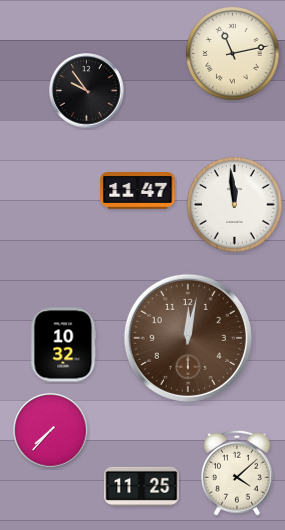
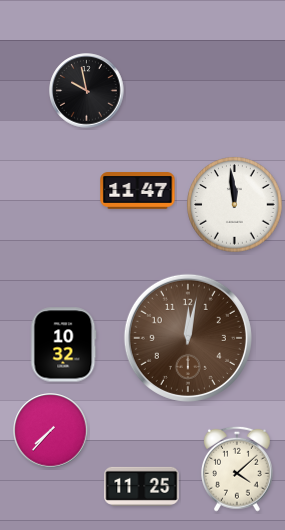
clock at (233, 54): 11:13 -> none
clock at (87, 91): 9:54 -> 9:58
clock at (238, 473) position: (238, 473) -> (238, 469)
